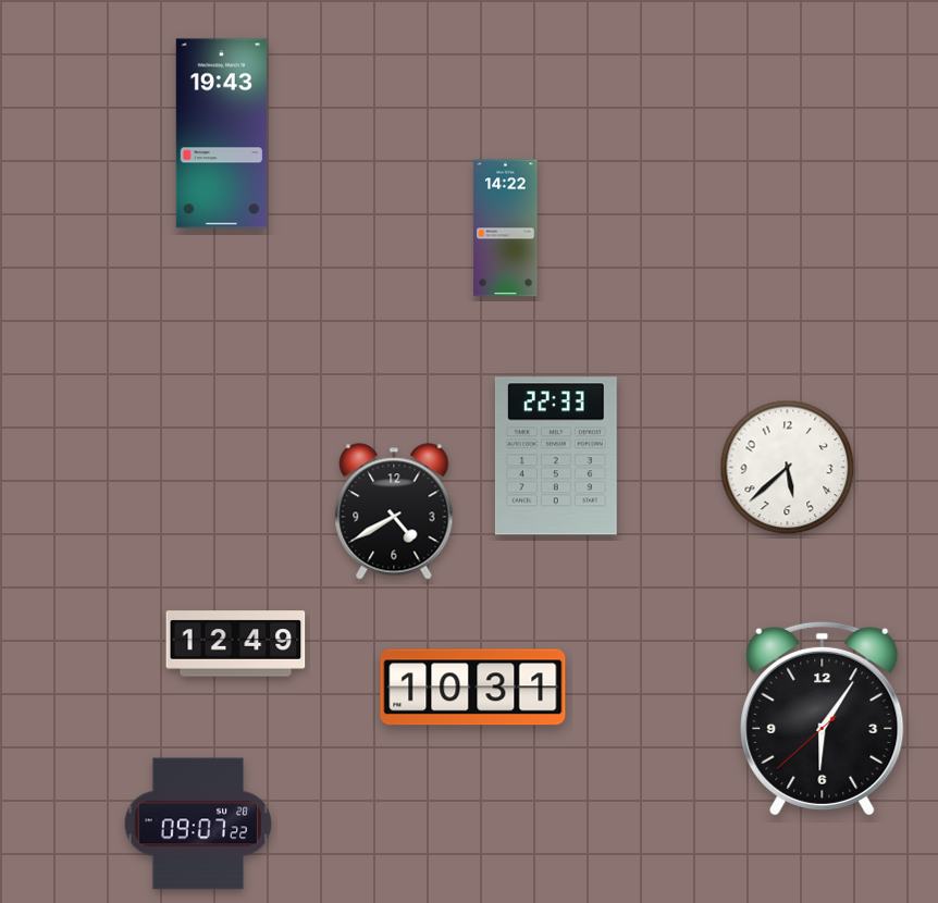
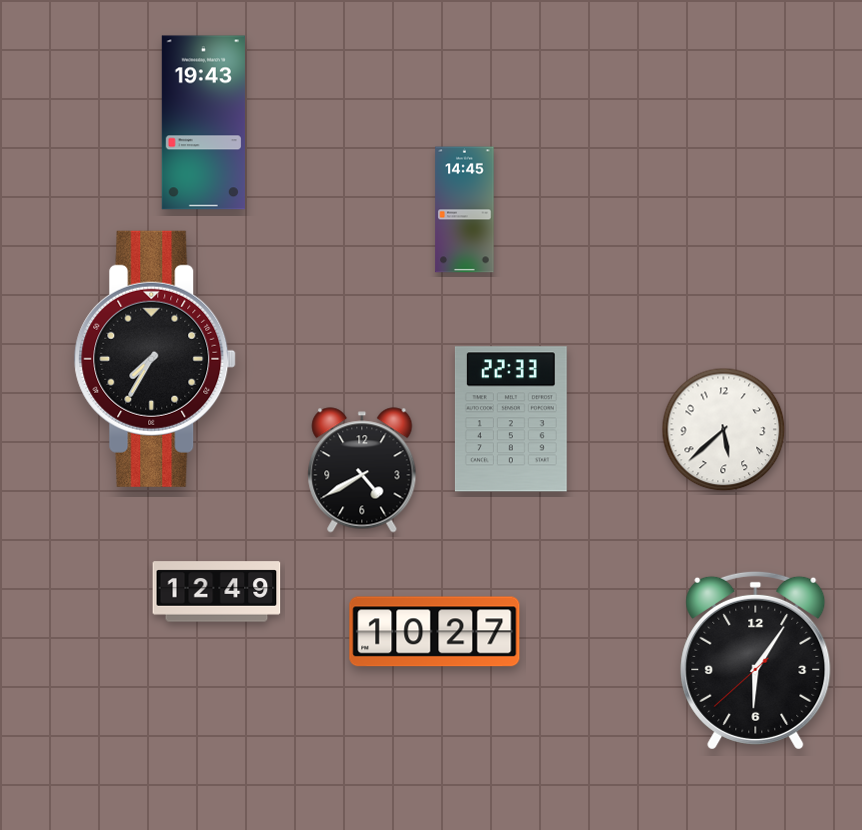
clock at (506, 228): 14:22 -> 14:45
clock at (155, 359): none -> 7:35
clock at (473, 688): 10:31 -> 10:27
clock at (198, 824): 09:07 -> none
